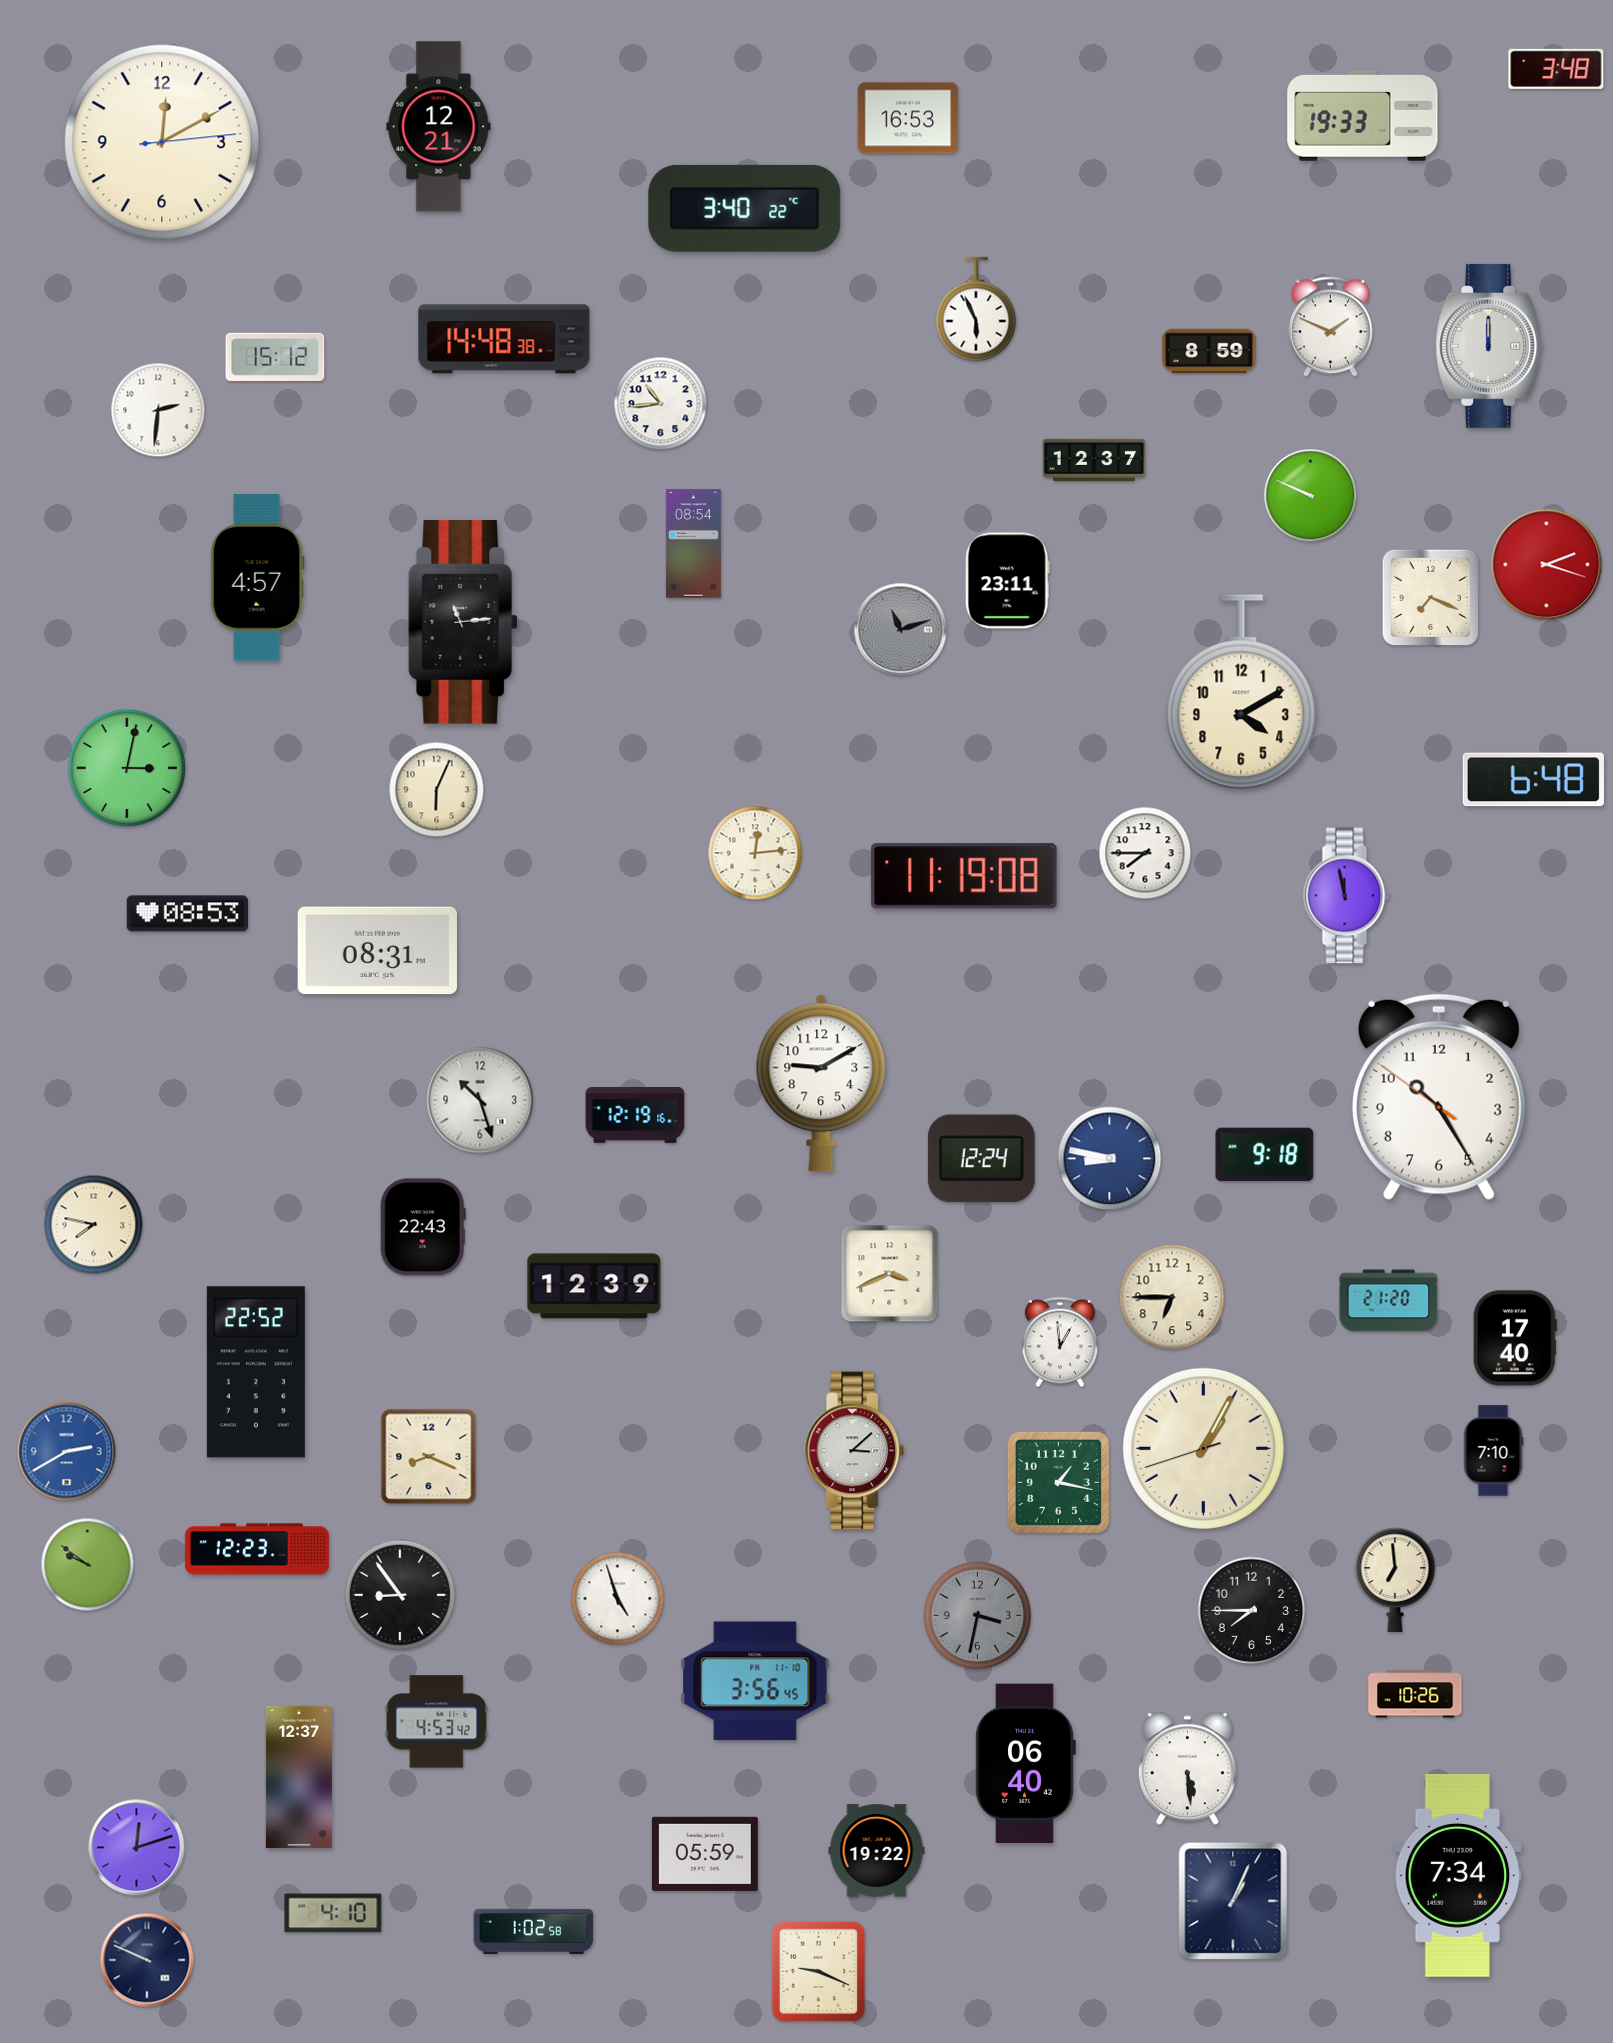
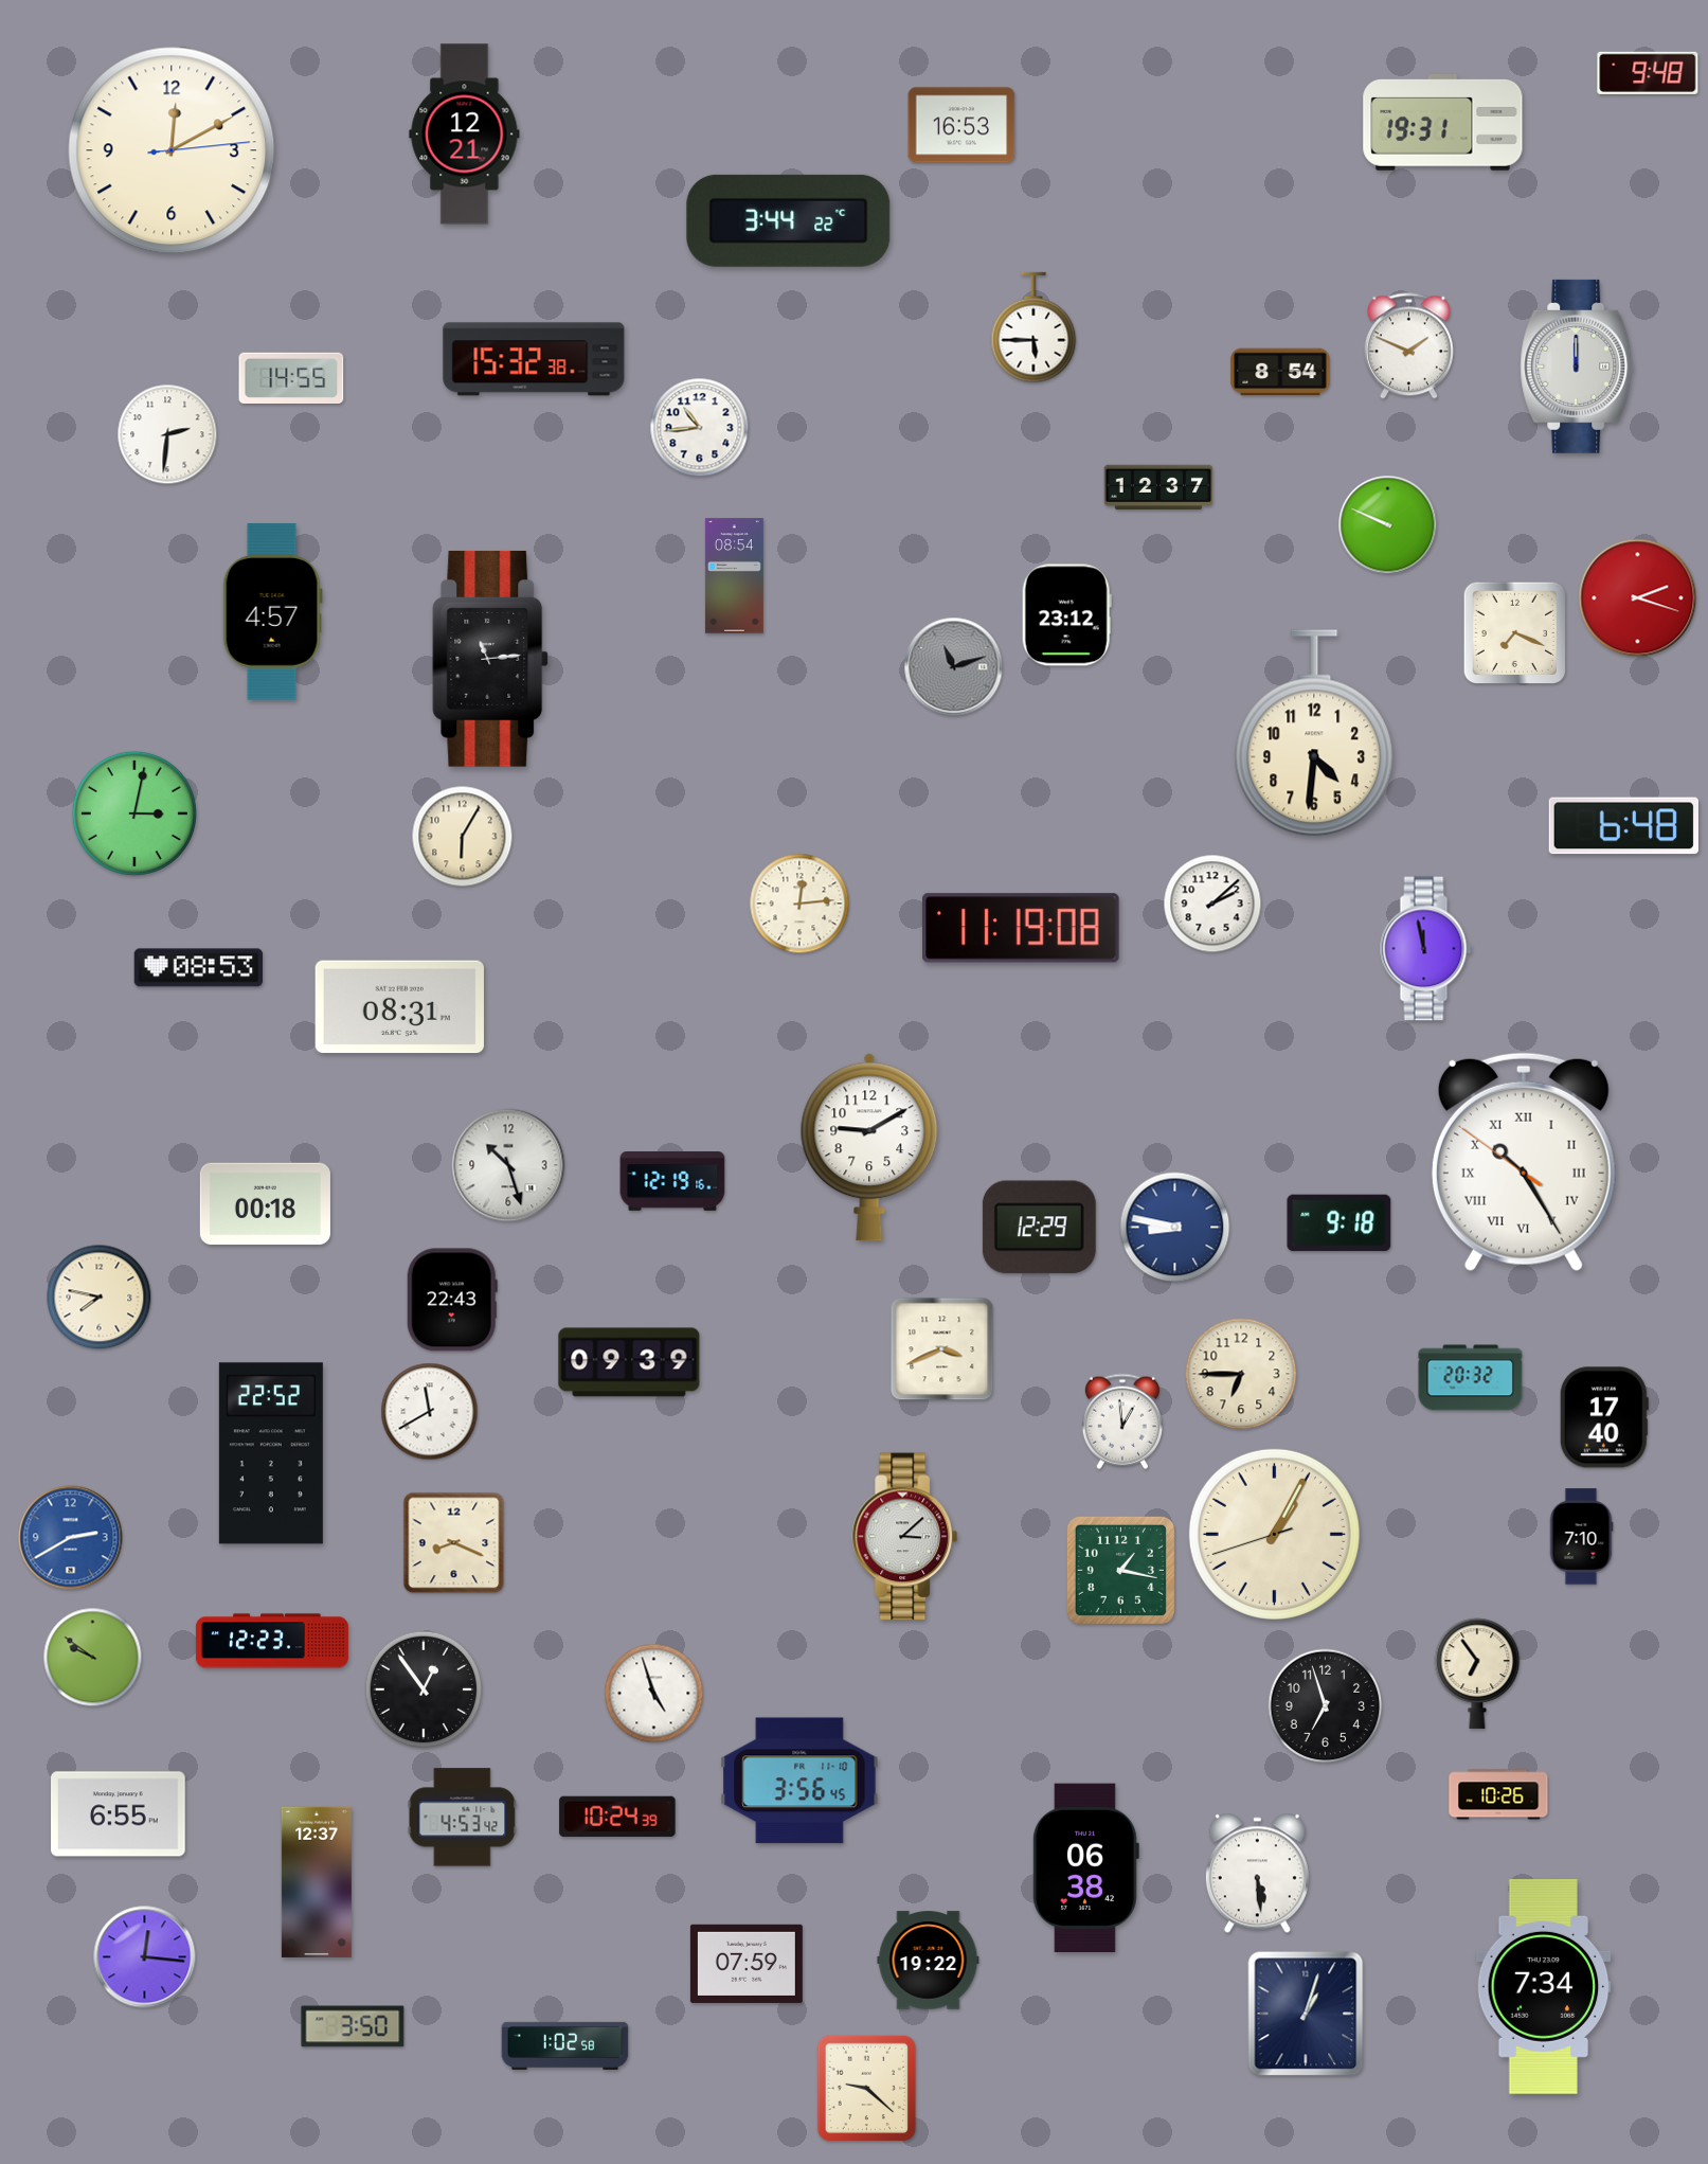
clock at (1556, 69): 3:48 -> 9:48
clock at (1363, 116): 19:33 -> 19:31
clock at (745, 208): 3:40 -> 3:44
clock at (976, 309): 5:56 -> 5:45
clock at (504, 339): 14:48 -> 15:32
clock at (1209, 351): 8:59 -> 8:54
clock at (275, 356): 15:12 -> 14:55
clock at (1007, 581): 23:11 -> 23:12
clock at (1241, 692): 4:10 -> 4:31
clock at (437, 790): 6:04 -> 6:05
clock at (1145, 853): 7:45 -> 2:08
clock at (1439, 1097) numerals: Arabic -> Roman
clock at (265, 1204): none -> 00:18
clock at (981, 1159): 12:24 -> 12:29
clock at (423, 1227) position: (423, 1227) -> (452, 1300)
clock at (594, 1286): 12:39 -> 09:39
clock at (1389, 1301): 21:20 -> 20:32
clock at (430, 1412): none -> 11:40
clock at (1395, 1580): 6:59 -> 6:54
clock at (400, 1595): 8:54 -> 12:54
clock at (1252, 1611): 7:45 -> 6:57
clock at (978, 1616): 3:32 -> none
clock at (119, 1814): none -> 6:55
clock at (617, 1816): none -> 10:24
clock at (437, 1722) position: (437, 1722) -> (463, 1818)
clock at (1025, 1763): 06:40 -> 06:38
clock at (137, 1848): 12:12 -> 12:16
clock at (705, 1854): 05:59 -> 07:59
clock at (1233, 1901): 1:04 -> 1:03
clock at (333, 1913): 4:10 -> 3:50
clock at (147, 1960): 9:49 -> none
clock at (819, 1972): 9:19 -> 9:22
